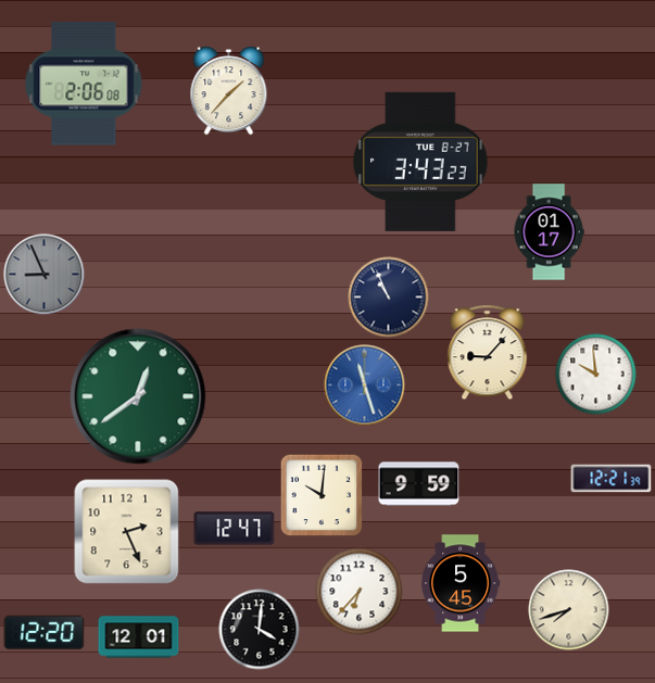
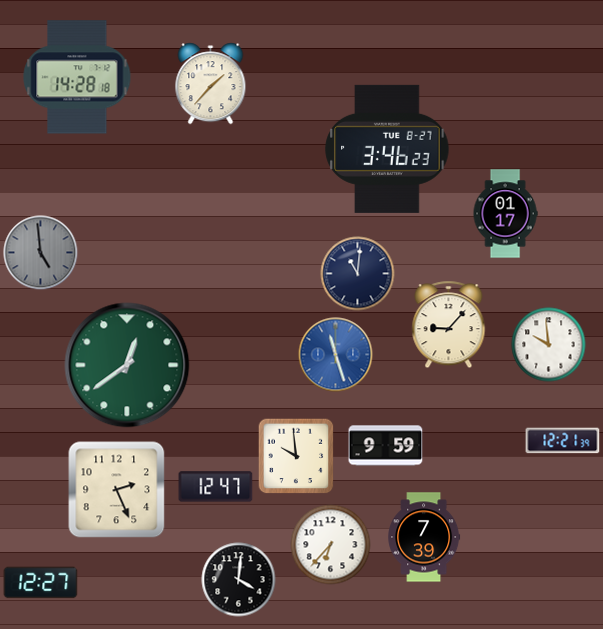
clock at (84, 84): 2:06 -> 14:28
clock at (420, 162): 3:43 -> 3:46
clock at (45, 275): 8:56 -> 4:59
clock at (389, 298): 10:56 -> 11:01
clock at (322, 495): 10:01 -> 9:59
clock at (461, 583): 5:45 -> 7:39
clock at (569, 610): 7:42 -> none
clock at (45, 633): 12:20 -> 12:27
clock at (139, 637): 12:01 -> none
